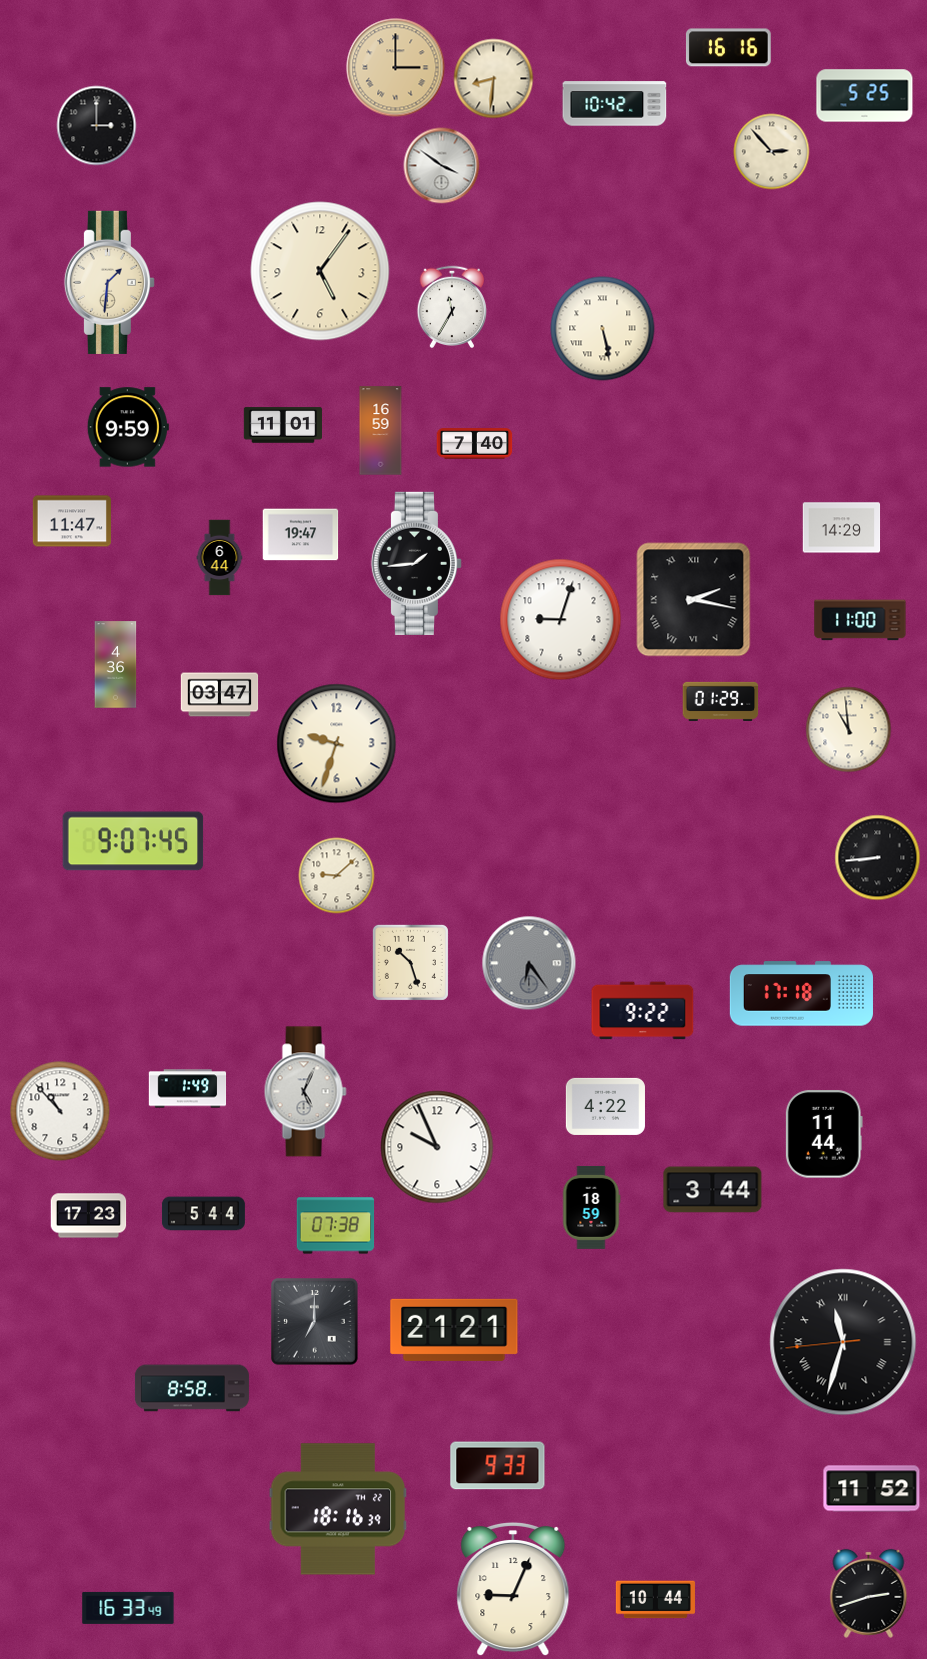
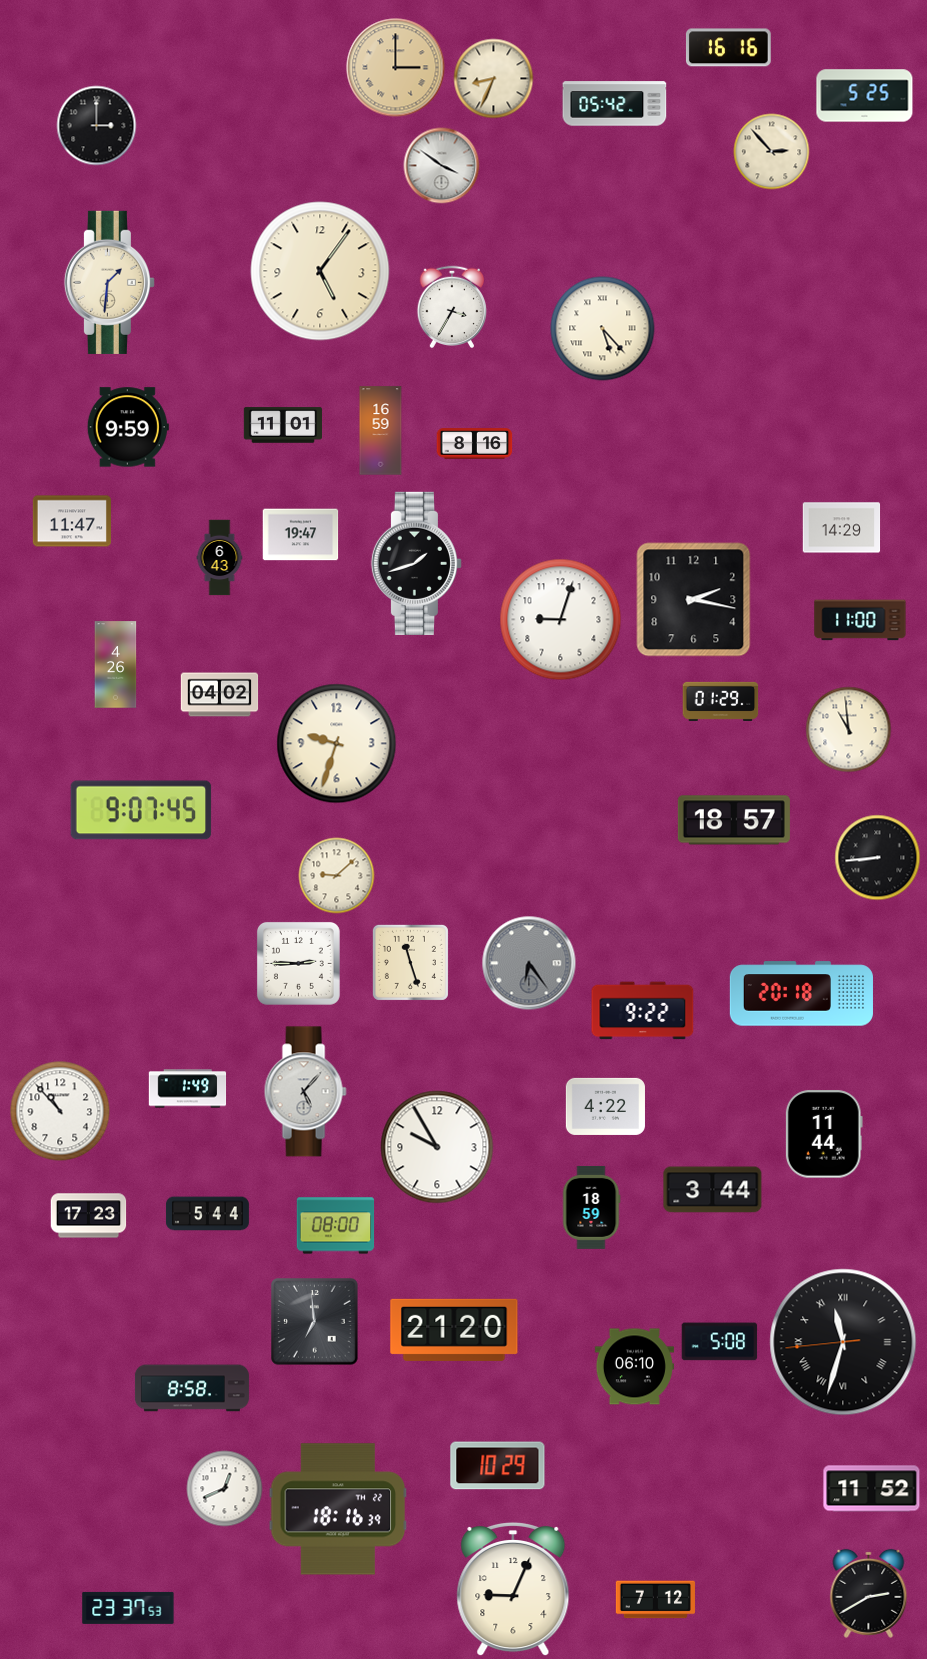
clock at (494, 79): 8:31 -> 8:34
clock at (615, 104): 10:42 -> 05:42
clock at (452, 307): 11:35 -> 3:35
clock at (603, 329): 5:28 -> 5:23
clock at (475, 444): 7:40 -> 8:16
clock at (220, 558): 6:44 -> 6:43
clock at (416, 563): 1:44 -> 1:42
clock at (694, 600) numerals: Roman -> Arabic
clock at (116, 665): 4:36 -> 4:26
clock at (220, 695): 03:47 -> 04:02
clock at (734, 820): none -> 18:57
clock at (133, 841) position: (133, 841) -> (141, 810)
clock at (410, 962): 10:27 -> 11:27
clock at (298, 963): none -> 2:45
clock at (801, 994): 17:18 -> 20:18
clock at (305, 1092): 5:04 -> 5:07
clock at (437, 1147): 9:56 -> 9:55
clock at (203, 1214) position: (203, 1214) -> (207, 1214)
clock at (336, 1226): 07:38 -> 08:00
clock at (315, 1322): 7:00 -> 6:59
clock at (454, 1330): 21:21 -> 21:20
clock at (720, 1342): none -> 5:08
clock at (634, 1367): none -> 06:10
clock at (498, 1466): 9:33 -> 10:29
clock at (225, 1489): none -> 12:41
clock at (869, 1593): 2:42 -> 2:40
clock at (655, 1600): 10:44 -> 7:12
clock at (128, 1608): 16:33 -> 23:37
